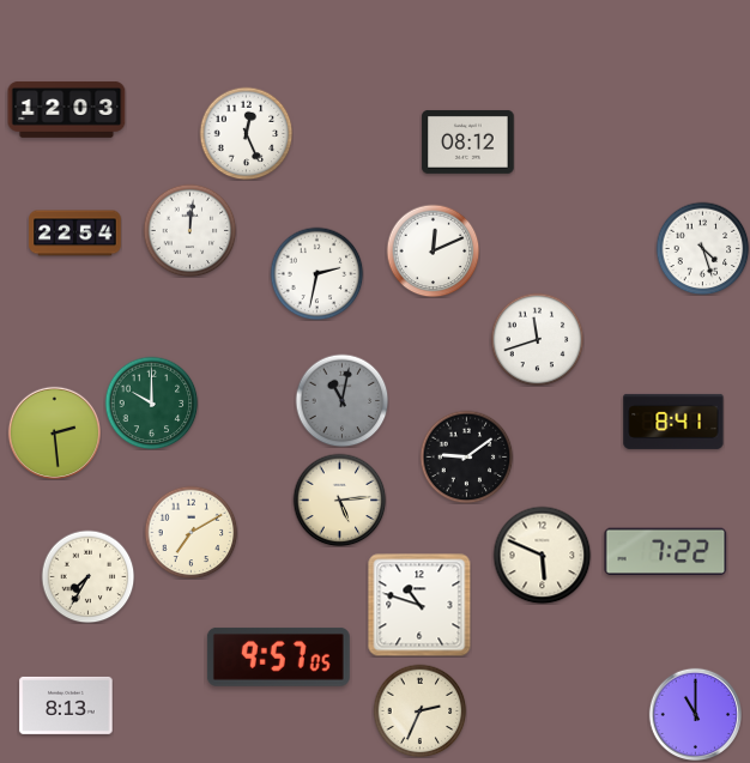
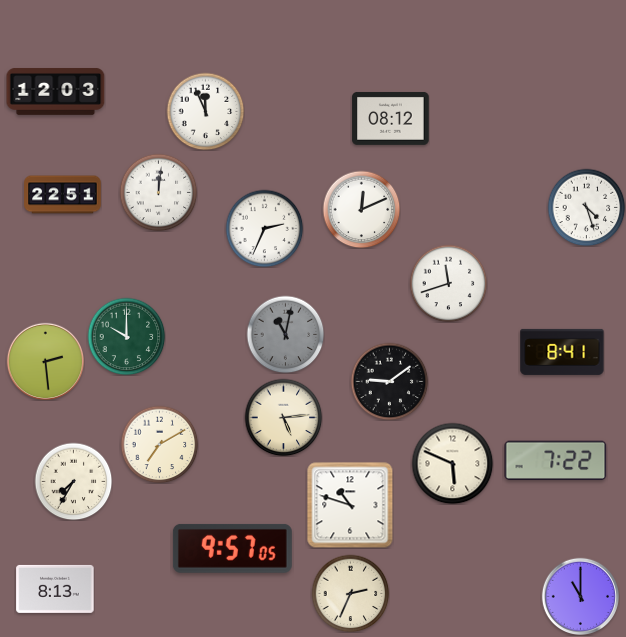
clock at (246, 133): 12:26 -> 11:56
clock at (75, 234): 22:54 -> 22:51
clock at (316, 273): 2:32 -> 2:34
